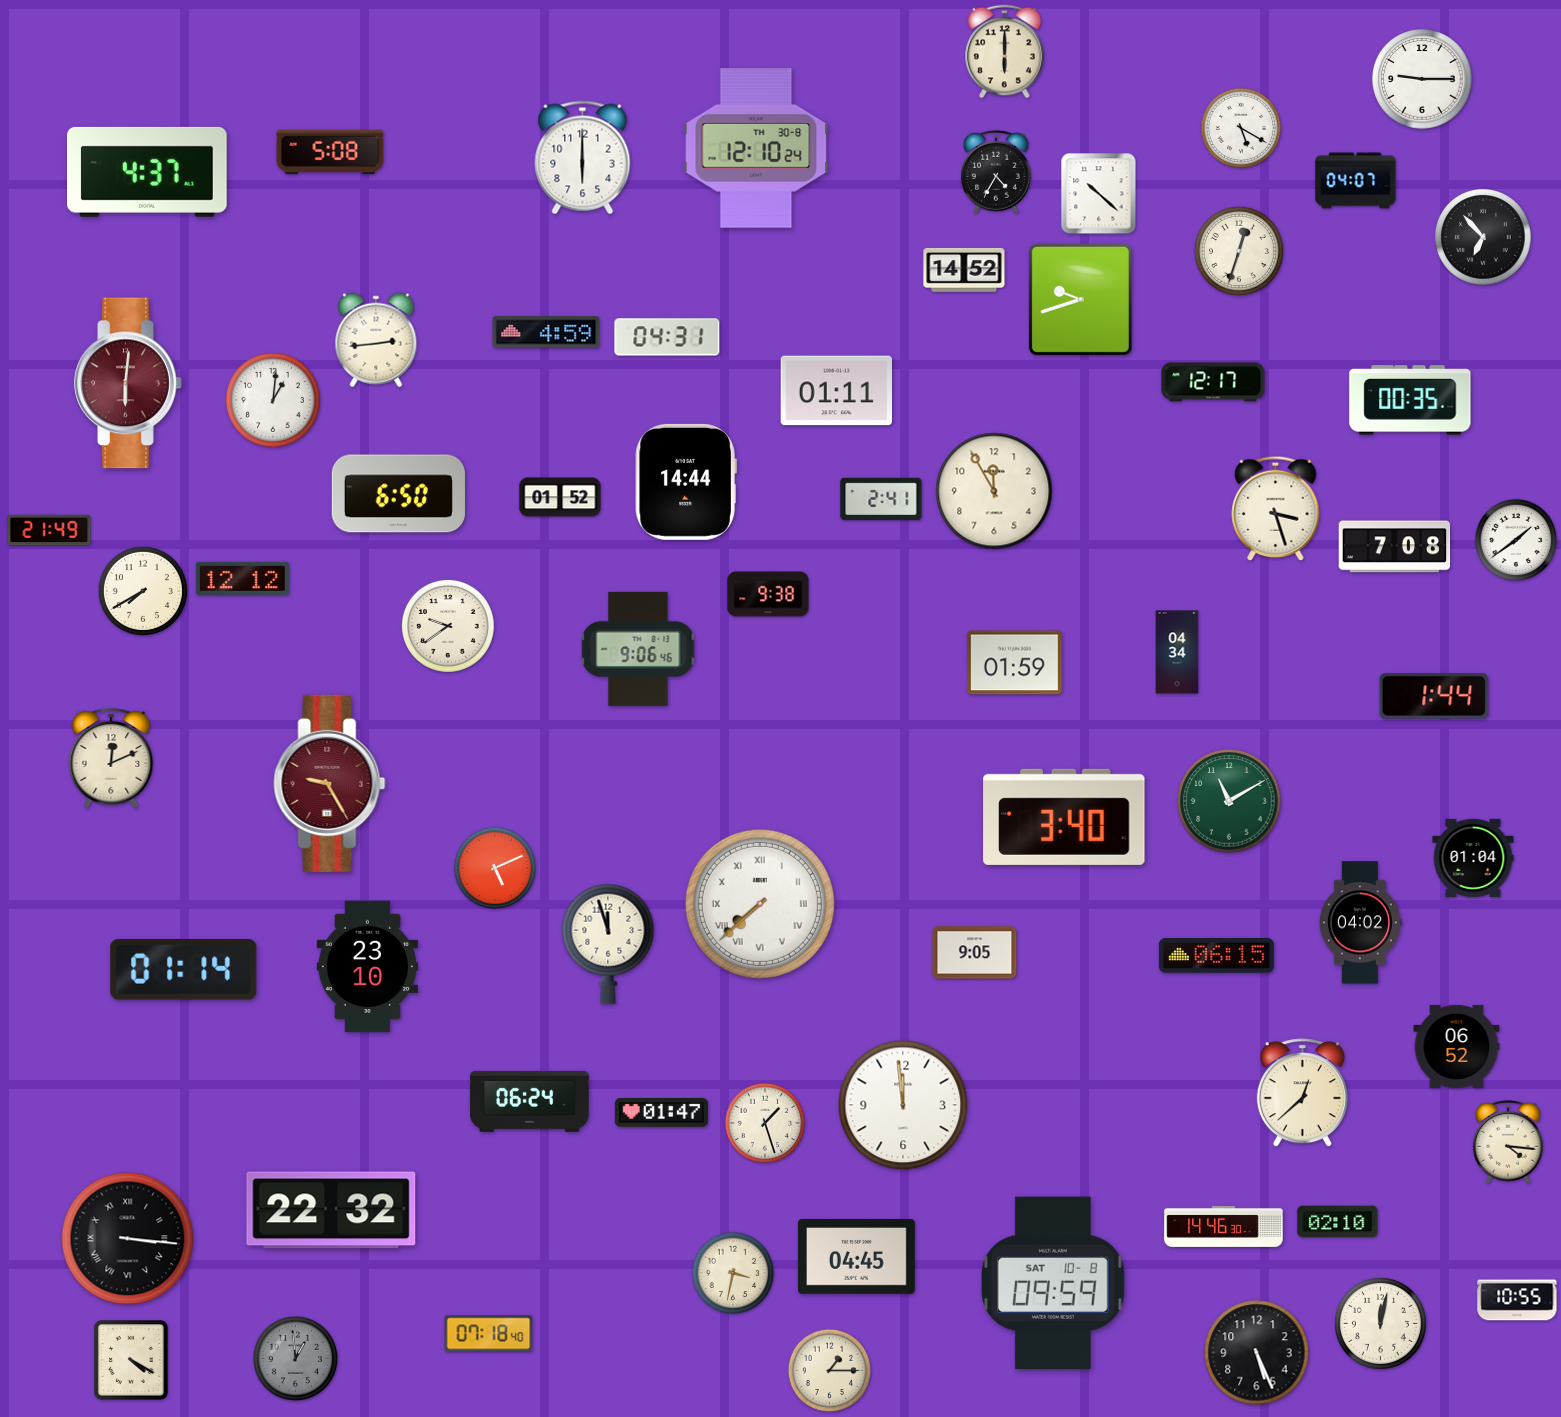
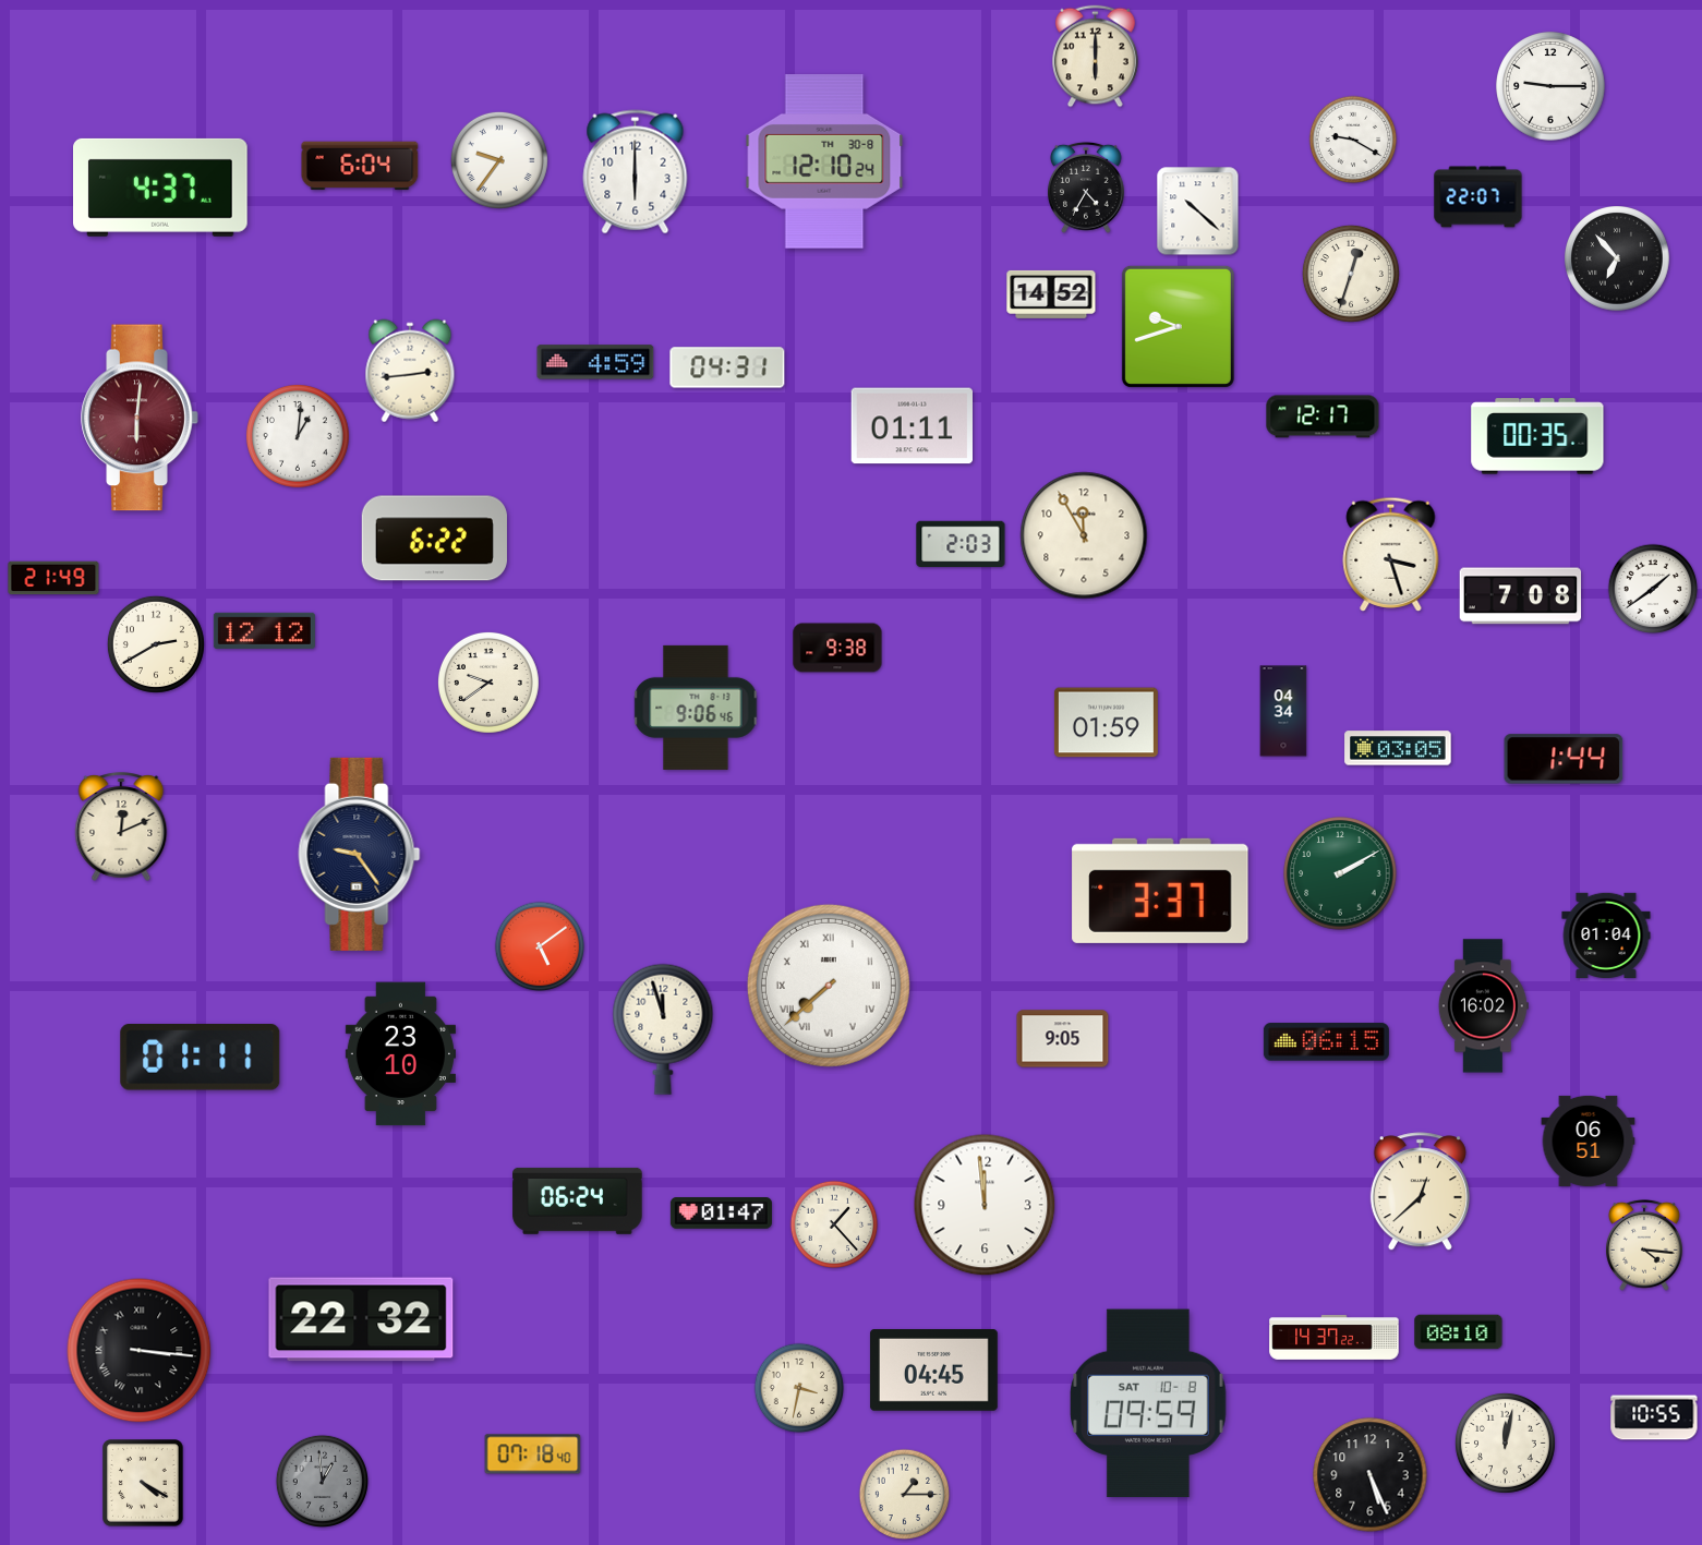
clock at (1241, 128): 5:20 -> 9:20
clock at (499, 160): none -> 9:36
clock at (330, 152): 5:08 -> 6:04
clock at (1356, 181): 04:07 -> 22:07
clock at (686, 482): 14:44 -> none
clock at (398, 494): 6:50 -> 6:22
clock at (560, 497): 01:52 -> none
clock at (881, 499): 2:41 -> 2:03
clock at (143, 591): 7:40 -> 2:40
clock at (1398, 748): none -> 03:05
clock at (330, 783): 9:25 -> 9:24
clock at (330, 783) dial: burgundy -> navy
clock at (1229, 801): 11:10 -> 2:10
clock at (1064, 817): 3:40 -> 3:37
clock at (495, 868): 5:11 -> 5:09
clock at (1360, 923): 04:02 -> 16:02
clock at (184, 970): 01:14 -> 01:11
clock at (1457, 1046): 06:52 -> 06:51
clock at (765, 1123): 1:27 -> 1:23
clock at (1338, 1222): 02:10 -> 08:10
clock at (1224, 1226): 14:46 -> 14:37
clock at (1054, 1283) position: (1054, 1283) -> (1149, 1403)
